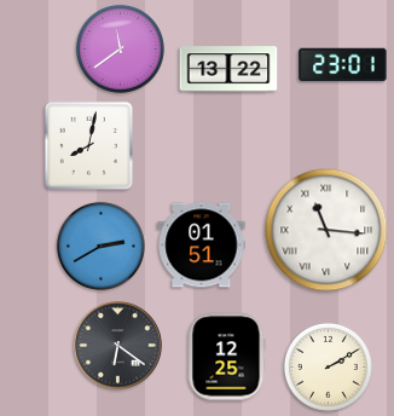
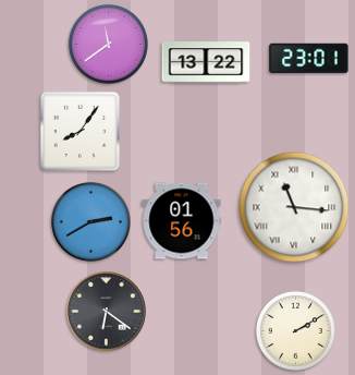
clock at (88, 145): 8:02 -> 8:06
clock at (202, 245): 01:51 -> 01:56
clock at (226, 357): 12:25 -> none
